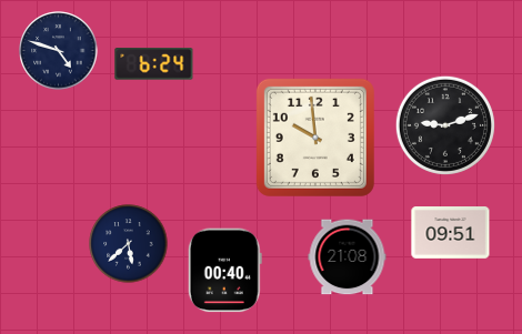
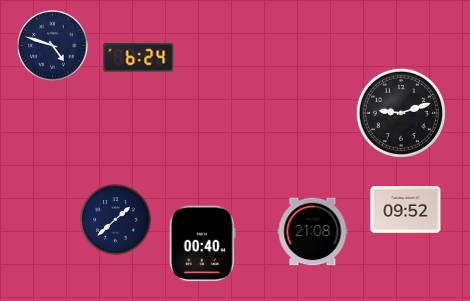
clock at (315, 138): 9:59 -> none
clock at (451, 233): 09:51 -> 09:52
clock at (129, 244): 5:38 -> 1:38
